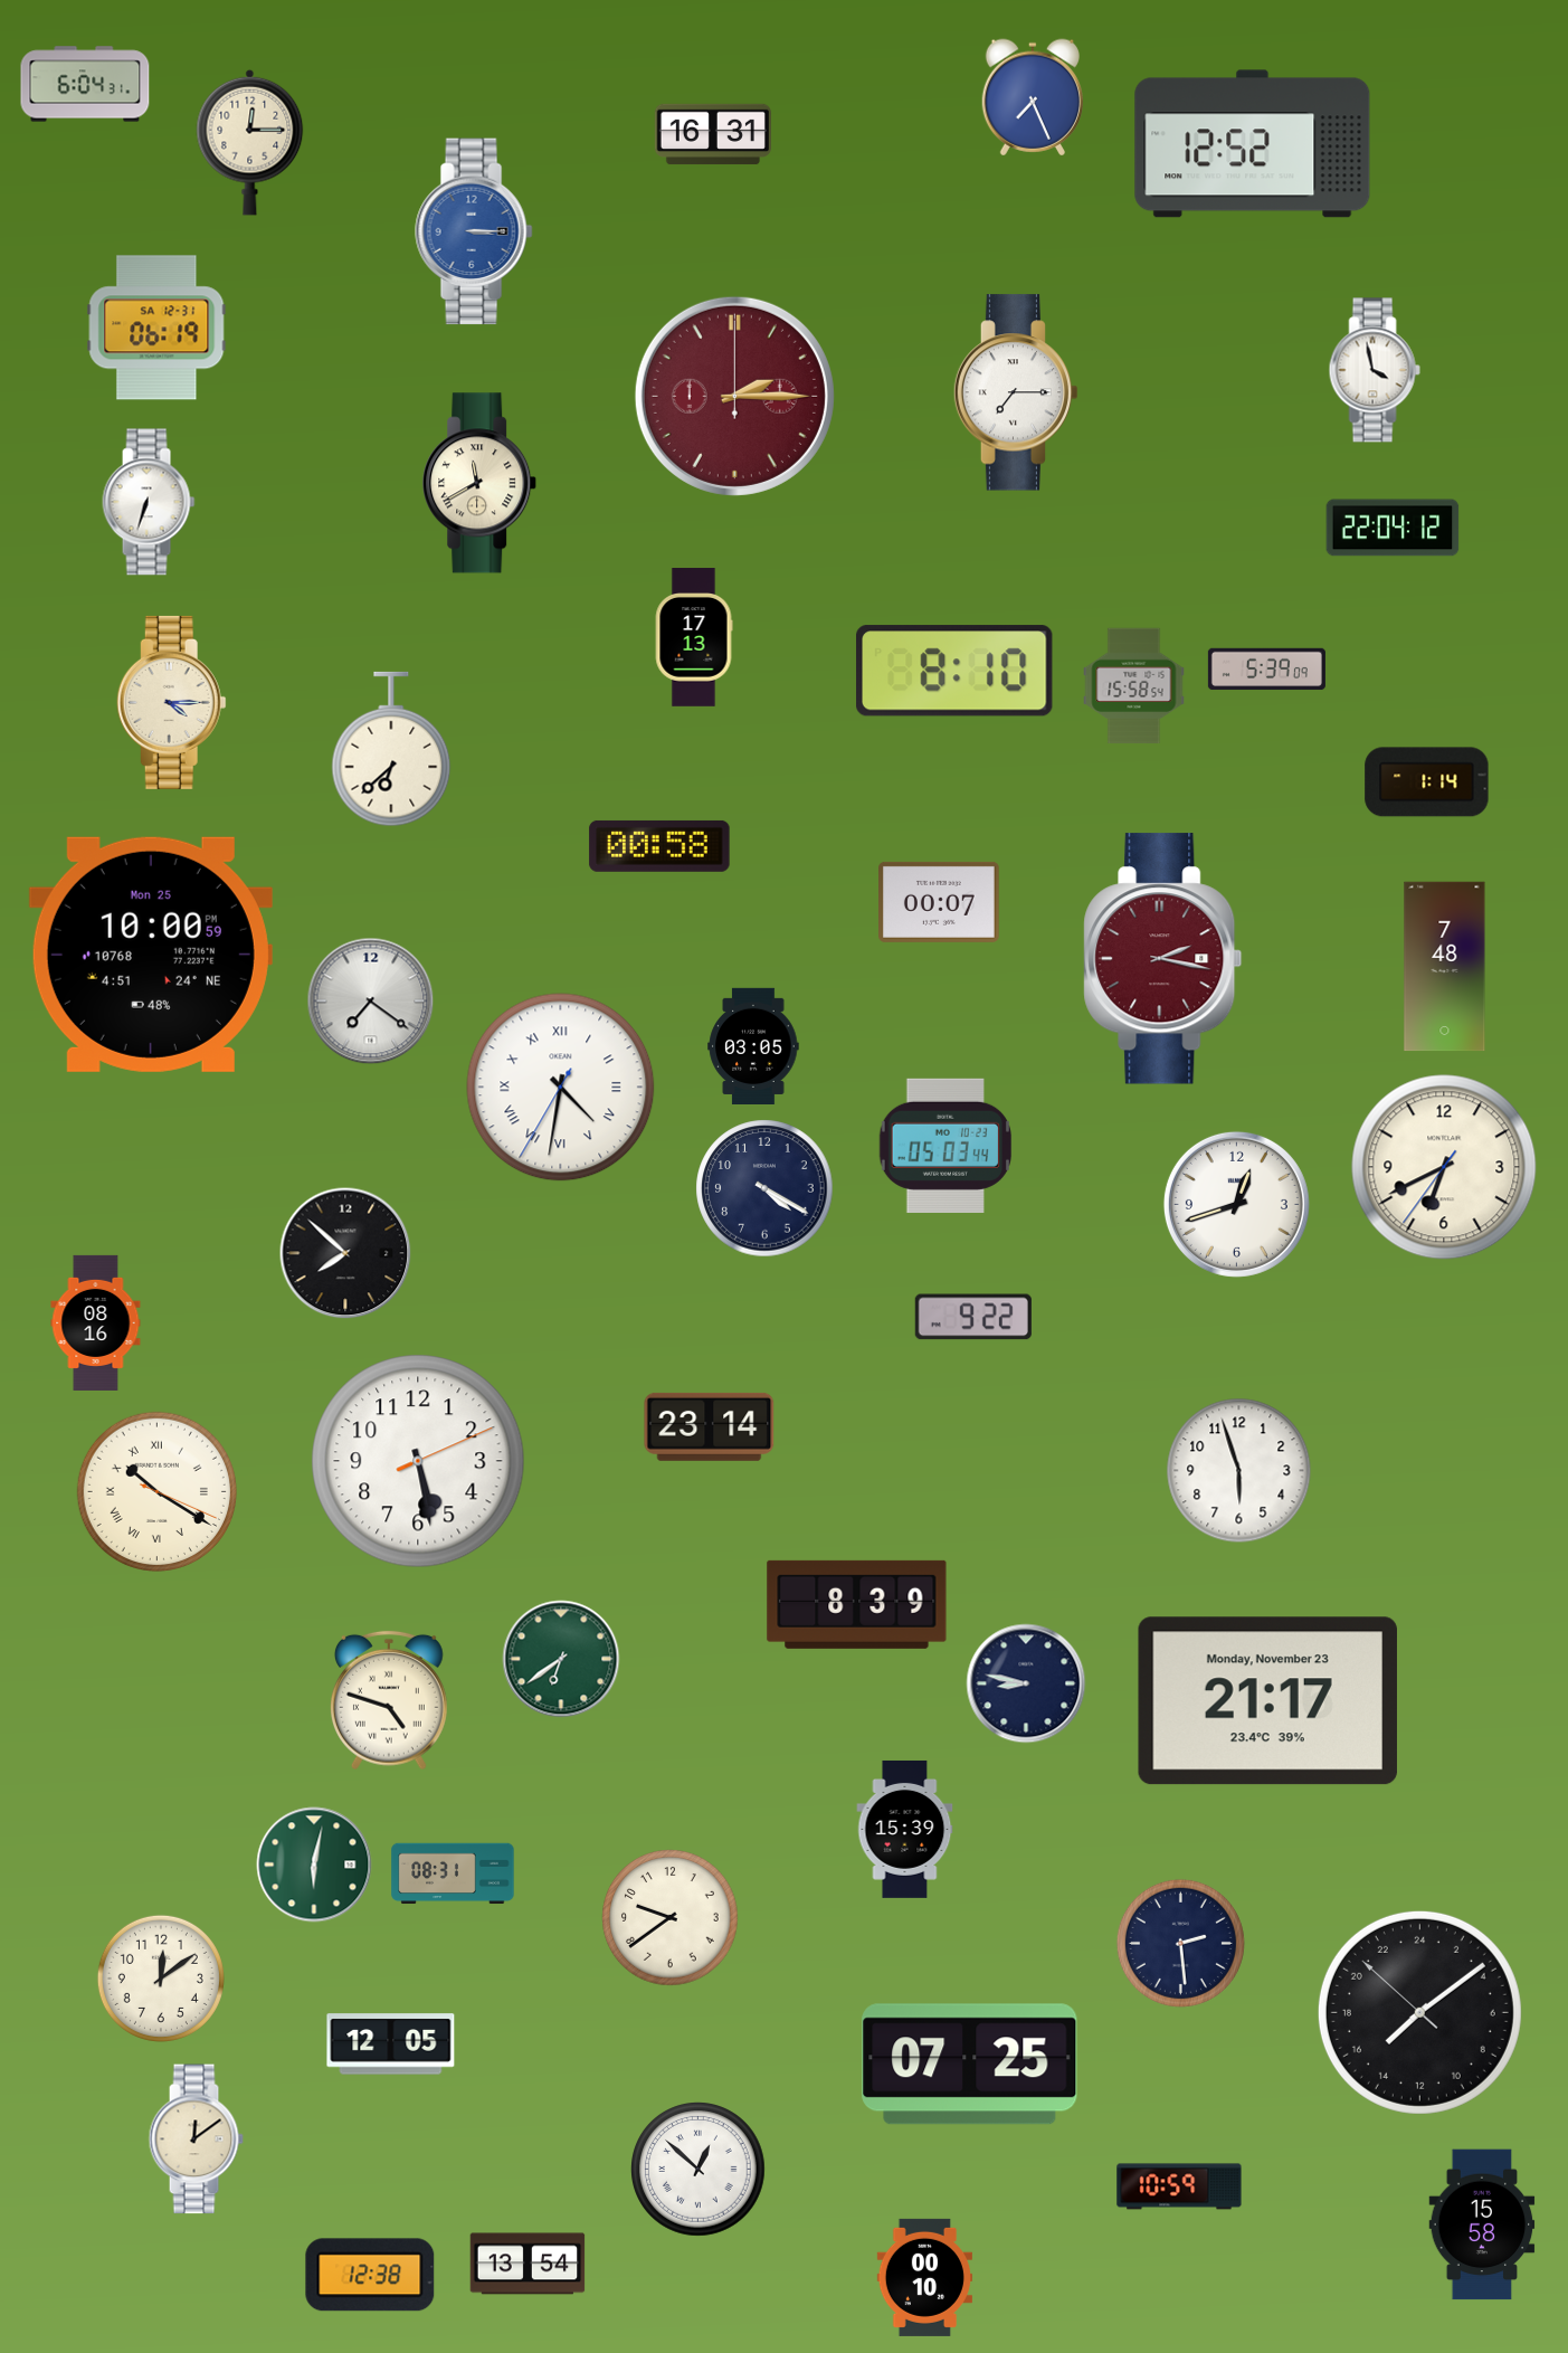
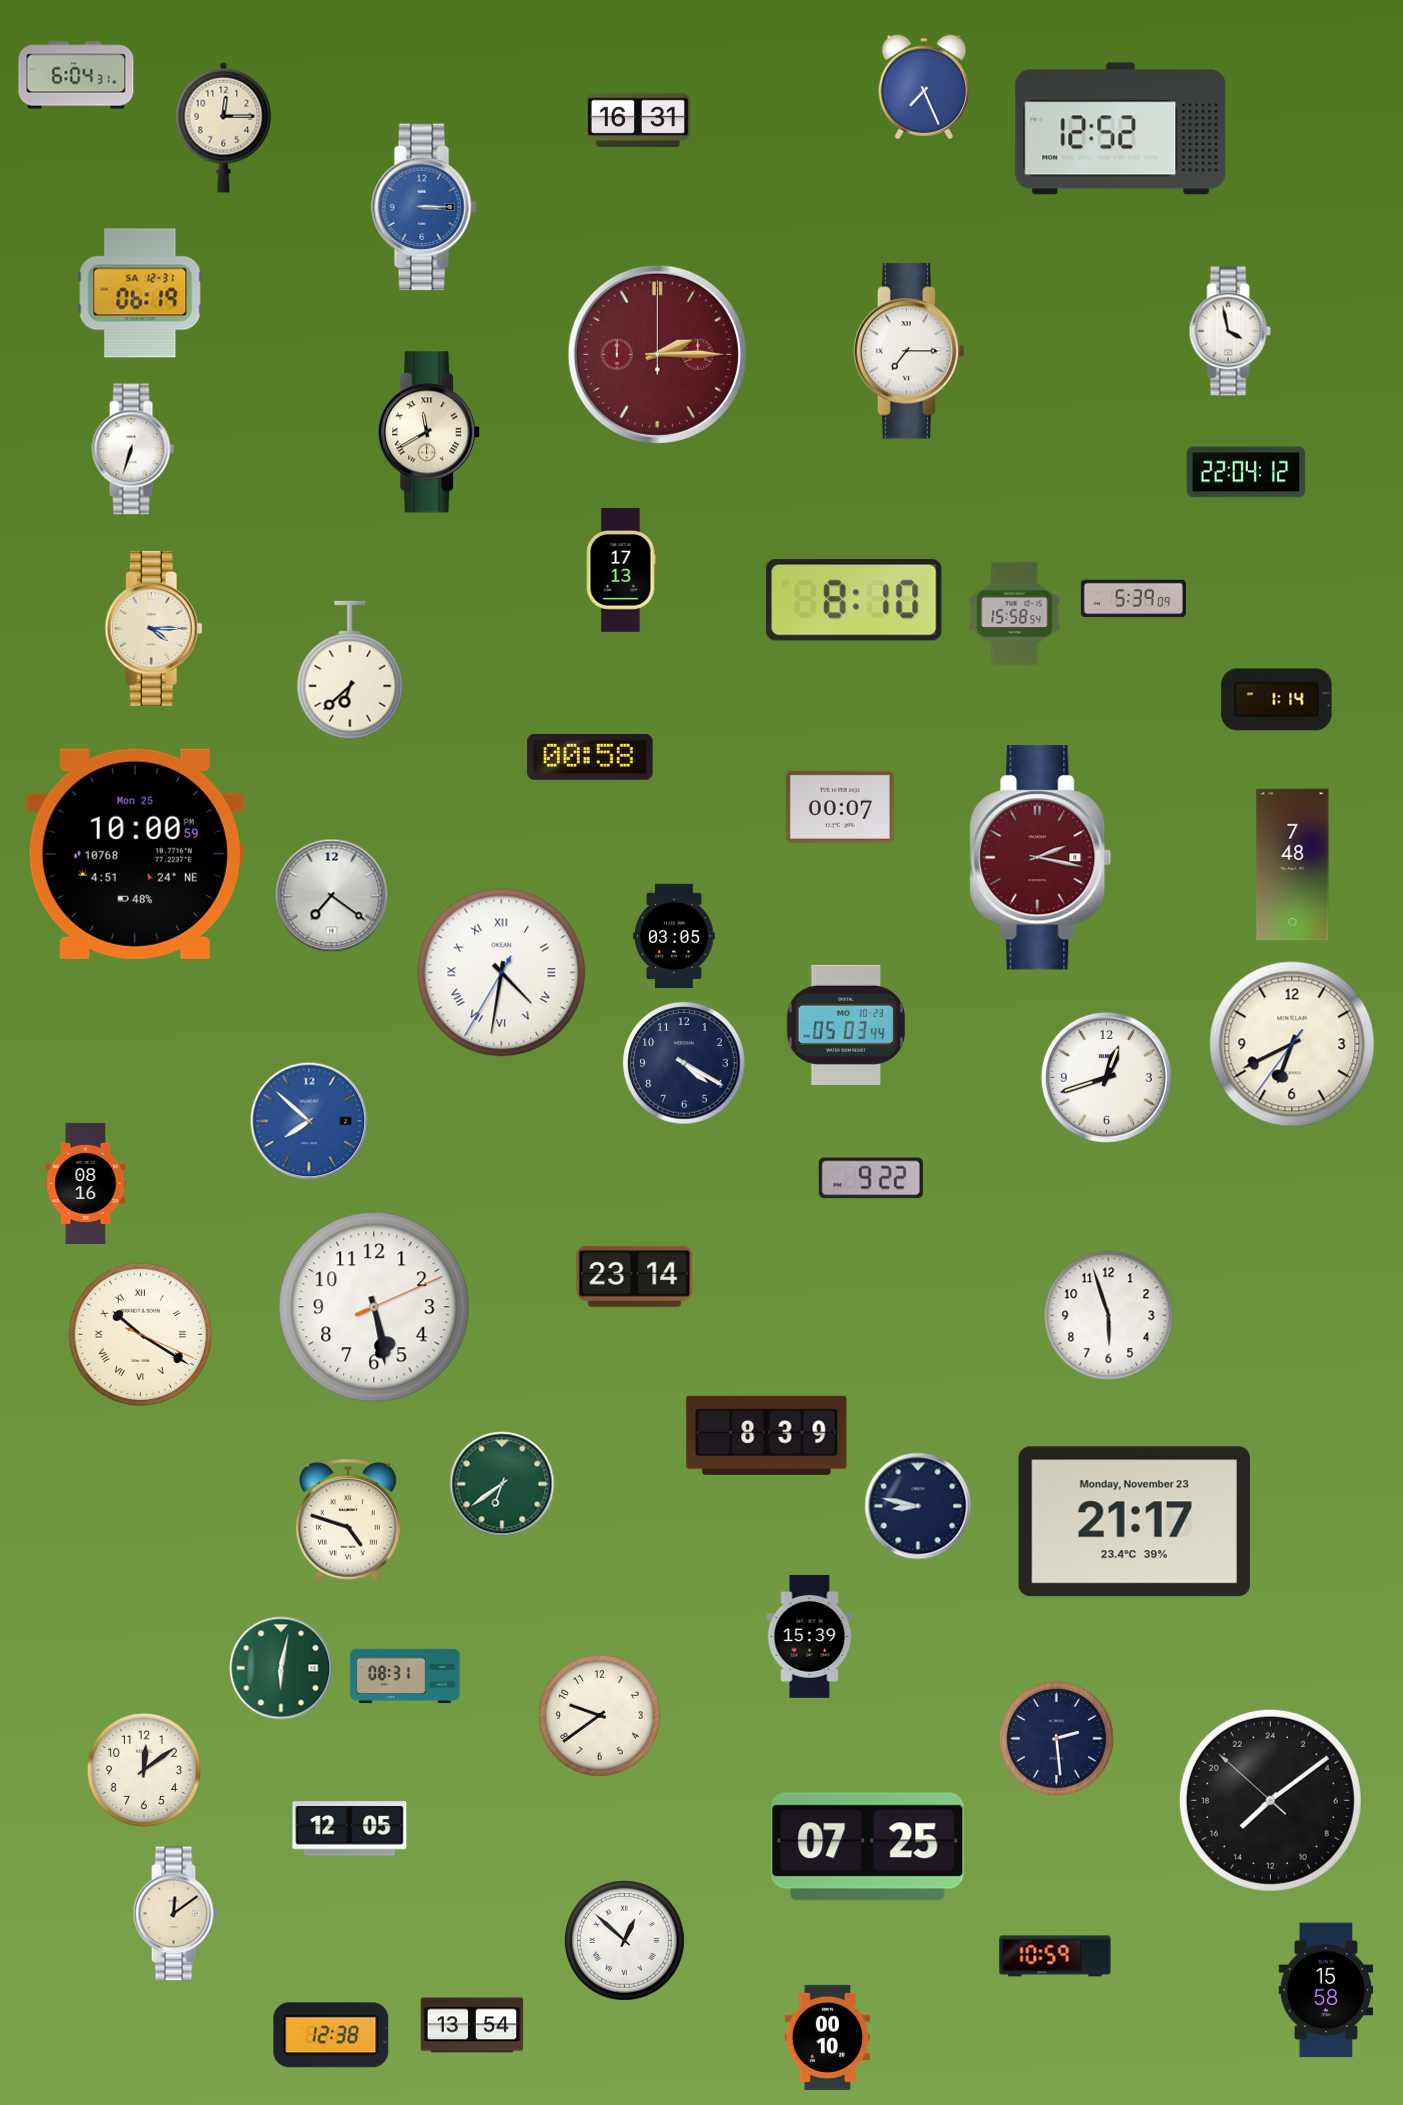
clock at (345, 1253) dial: black -> blue
